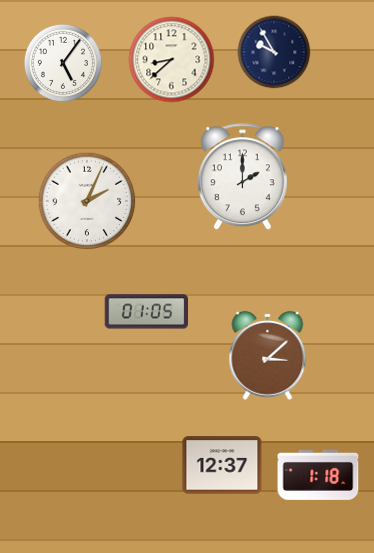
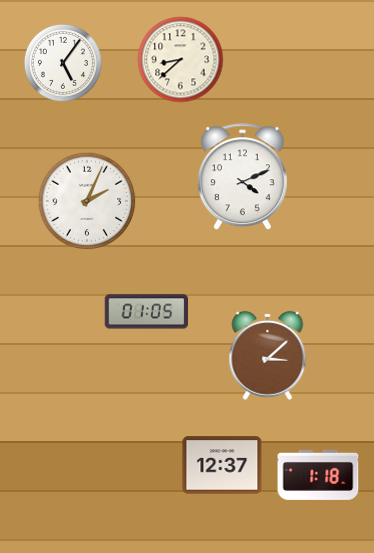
clock at (274, 52): 9:55 -> none
clock at (172, 60) position: (172, 60) -> (181, 60)
clock at (242, 177): 2:00 -> 4:11
